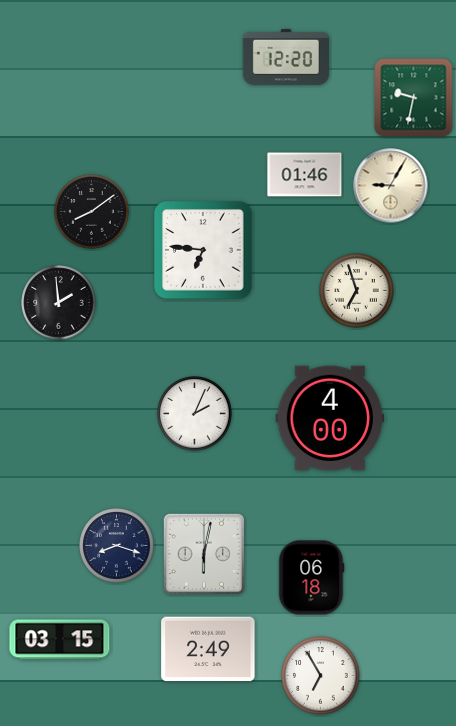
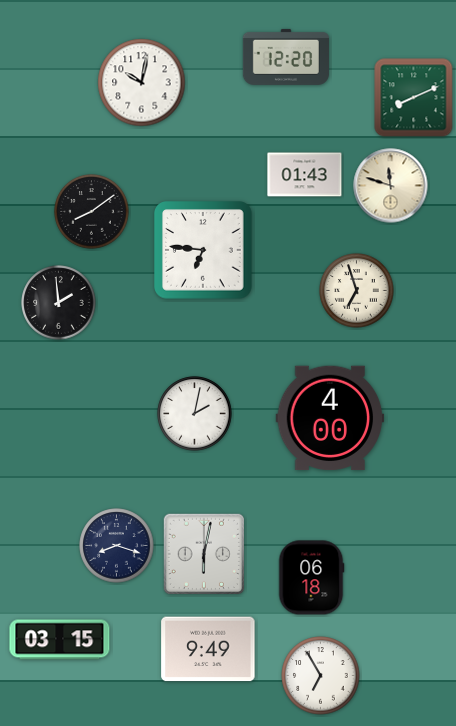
clock at (142, 83): none -> 10:02
clock at (414, 98): 9:32 -> 8:11
clock at (305, 175): 01:46 -> 01:43
clock at (391, 186): 9:05 -> 11:48
clock at (195, 414): 2:04 -> 2:02
clock at (208, 649): 2:49 -> 9:49
